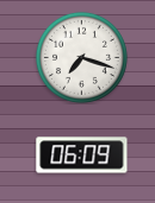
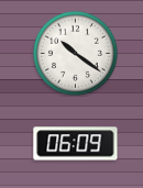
clock at (81, 57): 7:18 -> 10:21
